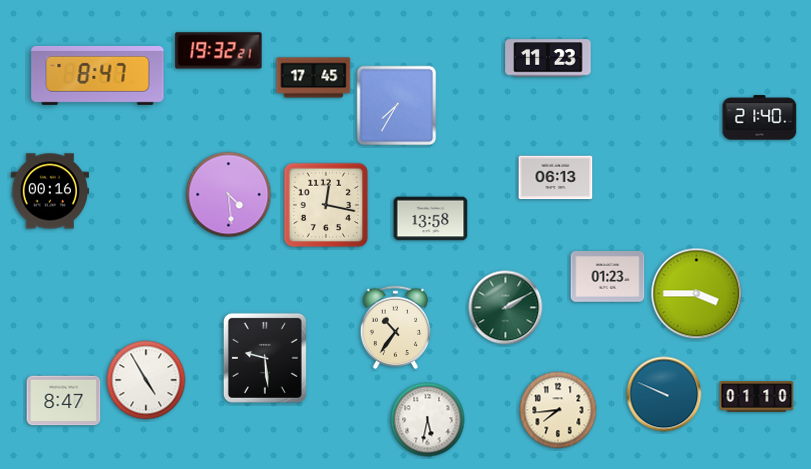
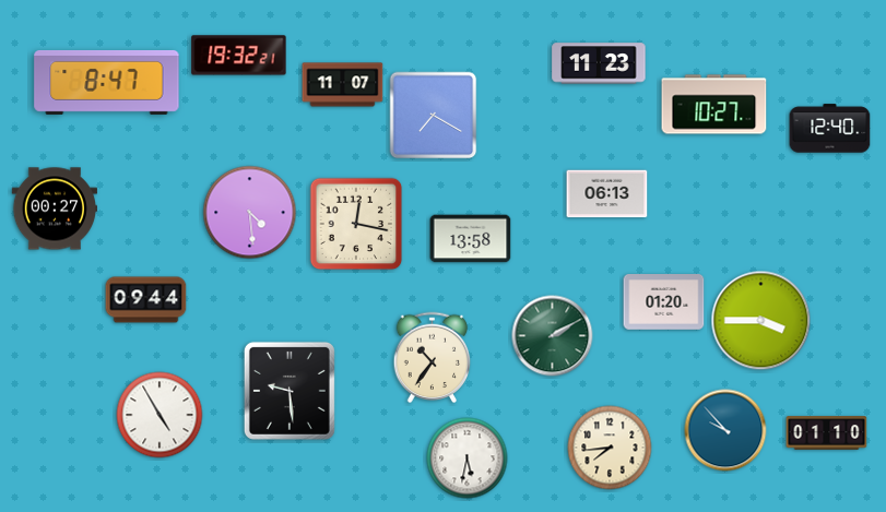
clock at (314, 78): 17:45 -> 11:07
clock at (714, 105): none -> 10:27
clock at (397, 106): 7:35 -> 7:20
clock at (760, 118): 21:40 -> 12:40
clock at (49, 191): 00:16 -> 00:27
clock at (146, 300): none -> 09:44
clock at (608, 277): 01:23 -> 01:20
clock at (664, 394): 9:49 -> 9:53
clock at (64, 401): 8:47 -> none
